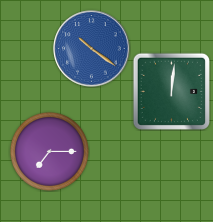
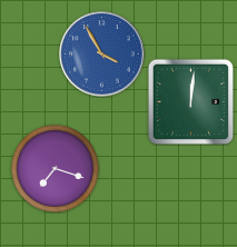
clock at (92, 49): 10:21 -> 3:55
clock at (49, 151): 7:15 -> 7:18
